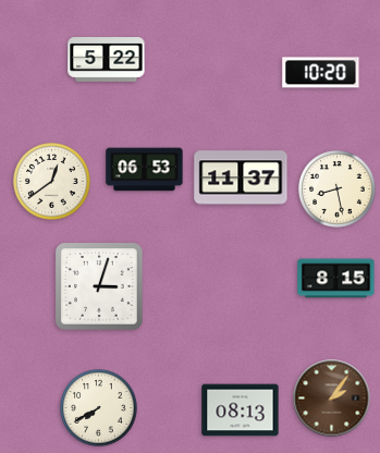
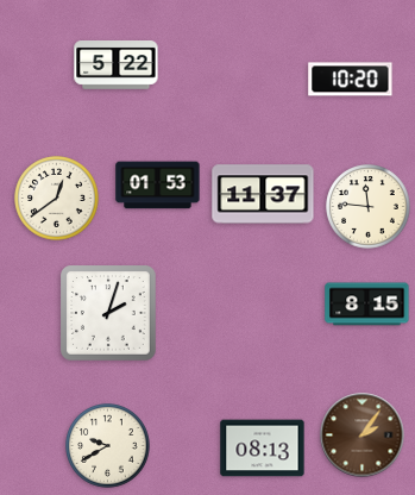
clock at (145, 170): 06:53 -> 01:53
clock at (338, 189): 8:28 -> 11:46
clock at (99, 286): 3:03 -> 2:03
clock at (99, 408): 7:40 -> 9:40
